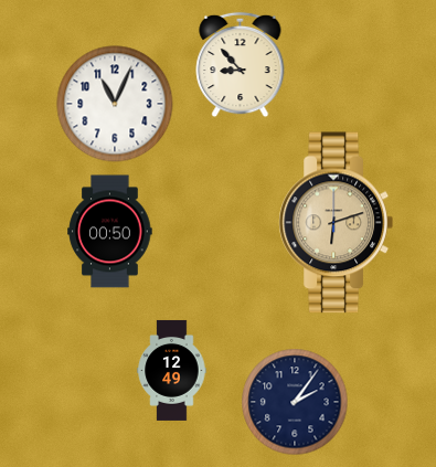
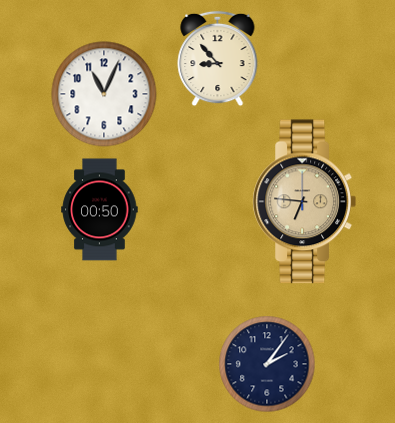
clock at (336, 223): 6:12 -> 6:46
clock at (172, 370): 12:49 -> none
